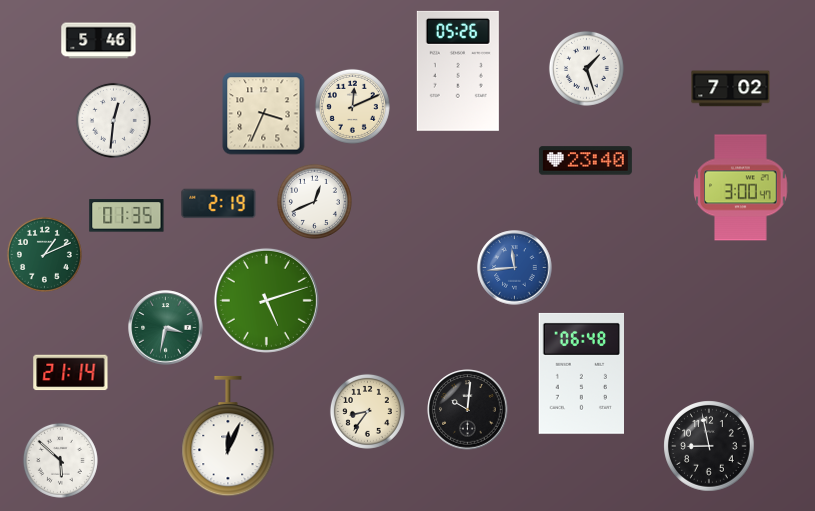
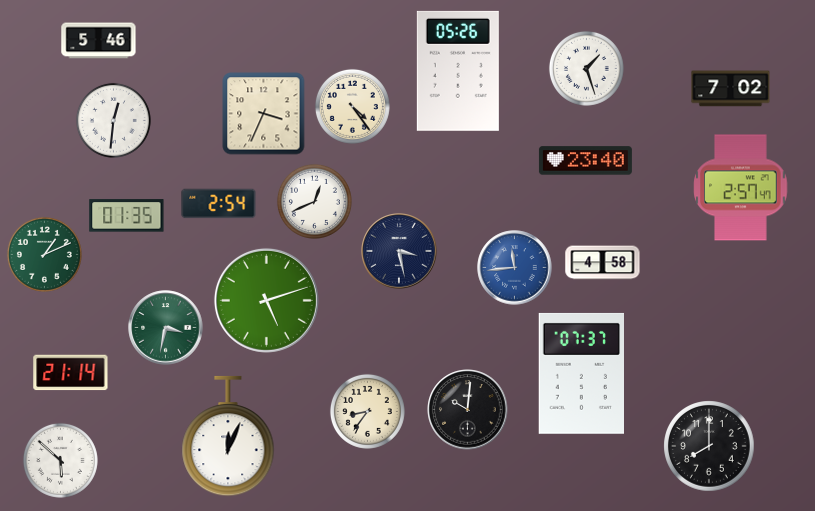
clock at (352, 106): 12:11 -> 4:24
clock at (741, 188): 3:00 -> 2:57
clock at (219, 204): 2:19 -> 2:54
clock at (399, 251): none -> 3:28
clock at (603, 263): none -> 4:58
clock at (581, 373): 06:48 -> 07:37
clock at (709, 446): 8:58 -> 8:00
